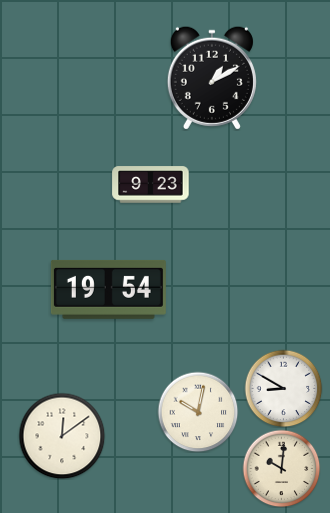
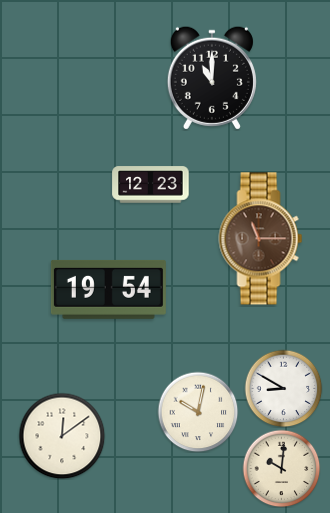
clock at (212, 78): 1:10 -> 11:00
clock at (151, 185): 9:23 -> 12:23
clock at (261, 239): none -> 11:15
